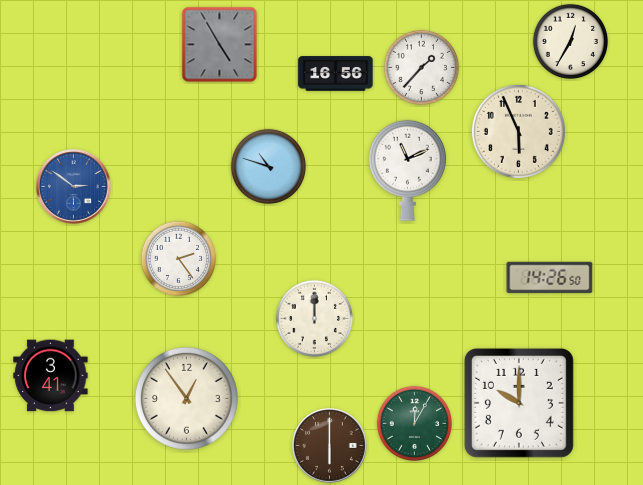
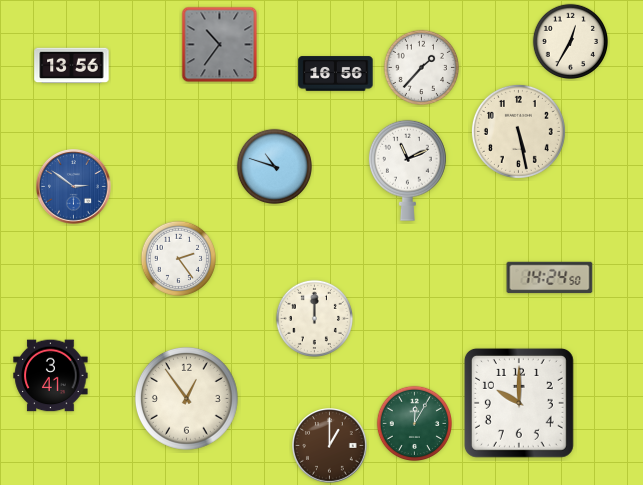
clock at (220, 45): 4:55 -> 10:36
clock at (72, 66): none -> 13:56
clock at (518, 131): 5:56 -> 5:28
clock at (268, 166) position: (268, 166) -> (274, 166)
clock at (550, 278): 14:26 -> 14:24
clock at (330, 446): 6:00 -> 1:00
